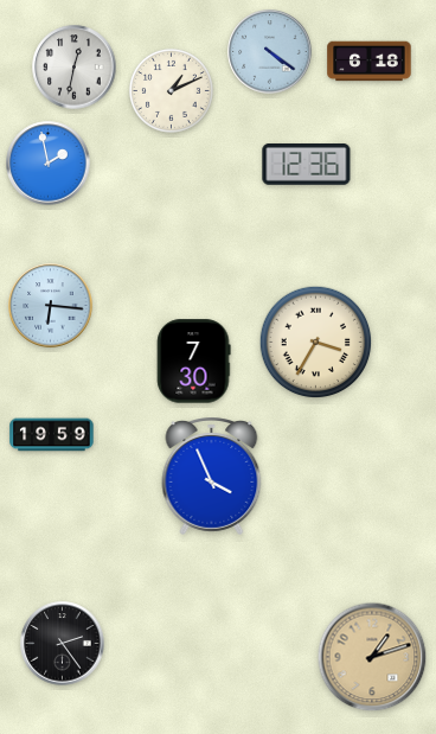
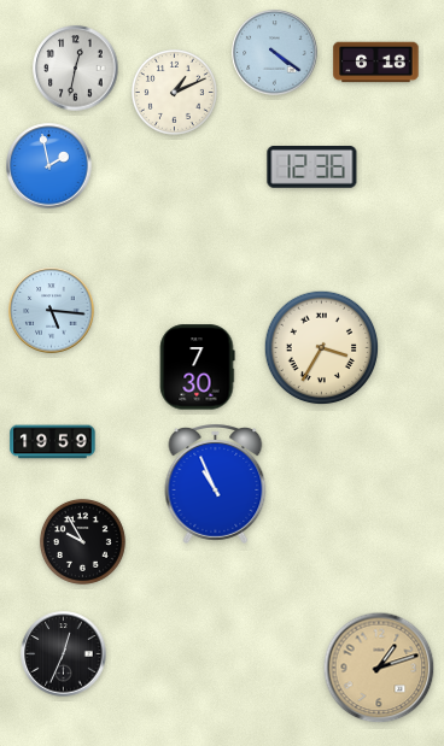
clock at (51, 306): 6:16 -> 5:16
clock at (212, 477): 3:56 -> 10:56
clock at (82, 541): none -> 9:55
clock at (63, 644): 2:24 -> 12:34
